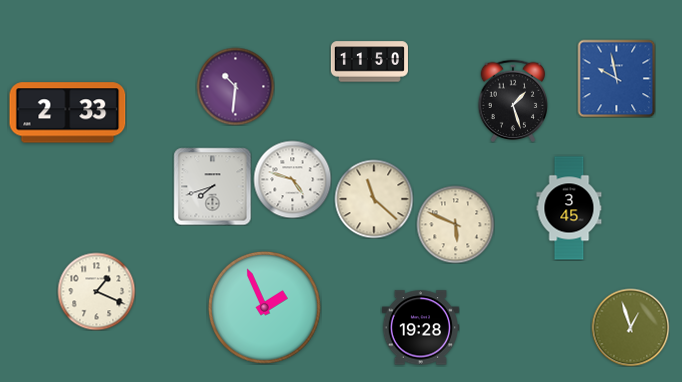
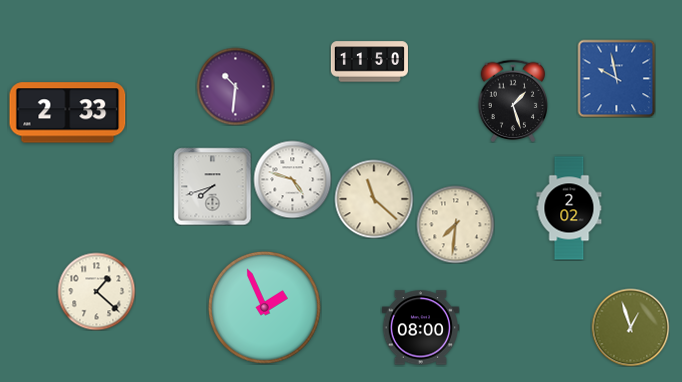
clock at (569, 208): 3:45 -> 2:02
clock at (455, 224): 5:49 -> 7:31
clock at (96, 291): 1:19 -> 1:22
clock at (420, 328): 19:28 -> 08:00
